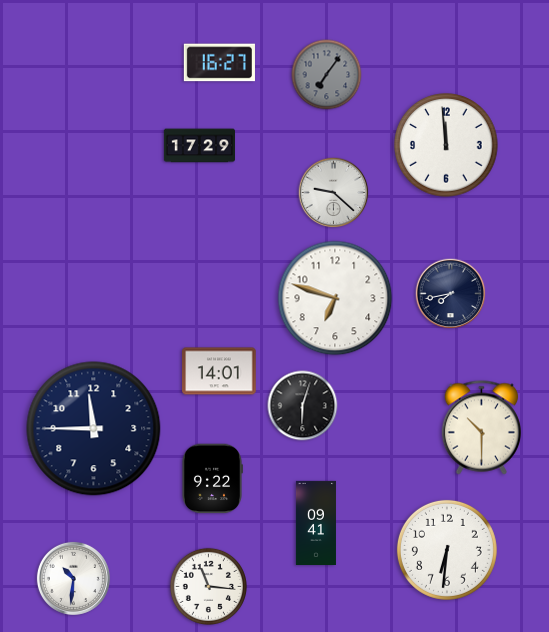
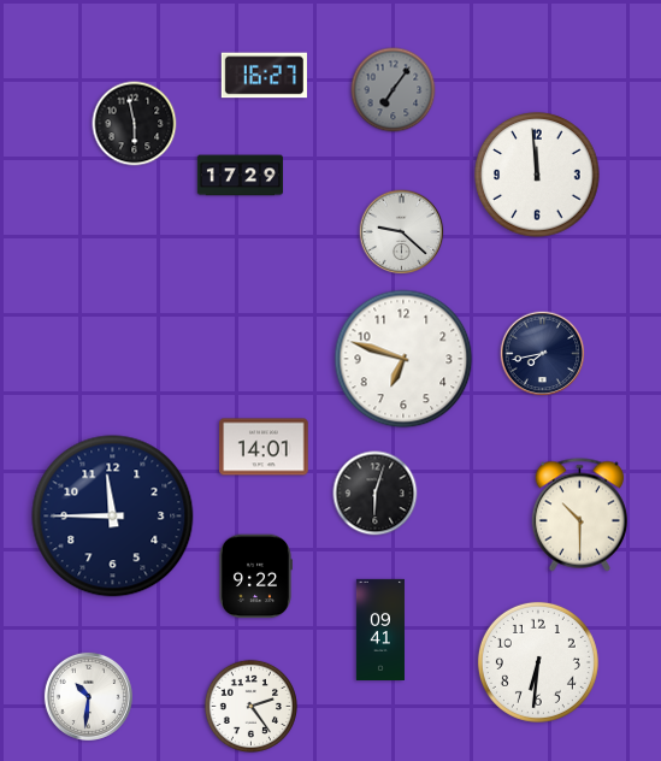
clock at (135, 124): none -> 5:58
clock at (303, 406) position: (303, 406) -> (376, 494)
clock at (208, 586): 11:16 -> 2:24
